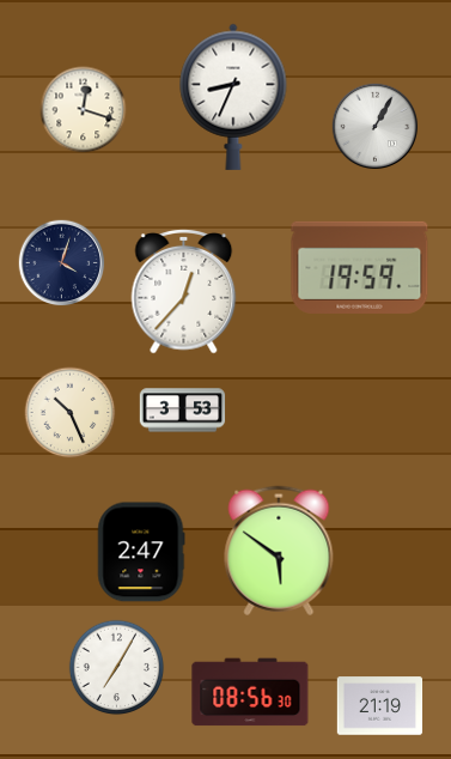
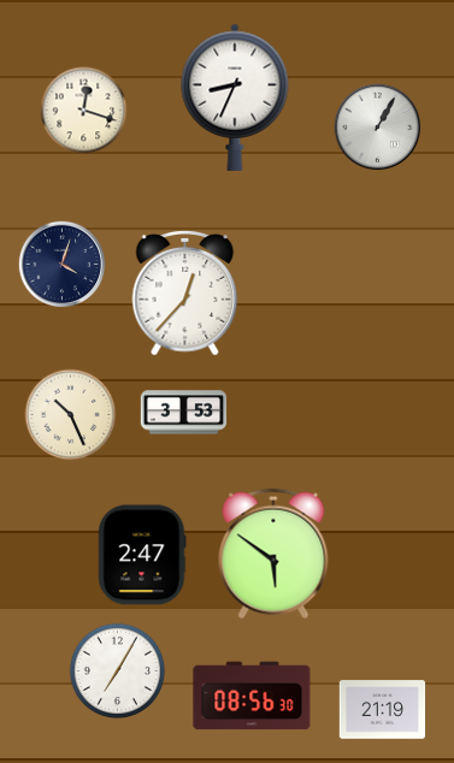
clock at (360, 267): 19:59 -> none
clock at (279, 551) position: (279, 551) -> (273, 554)
